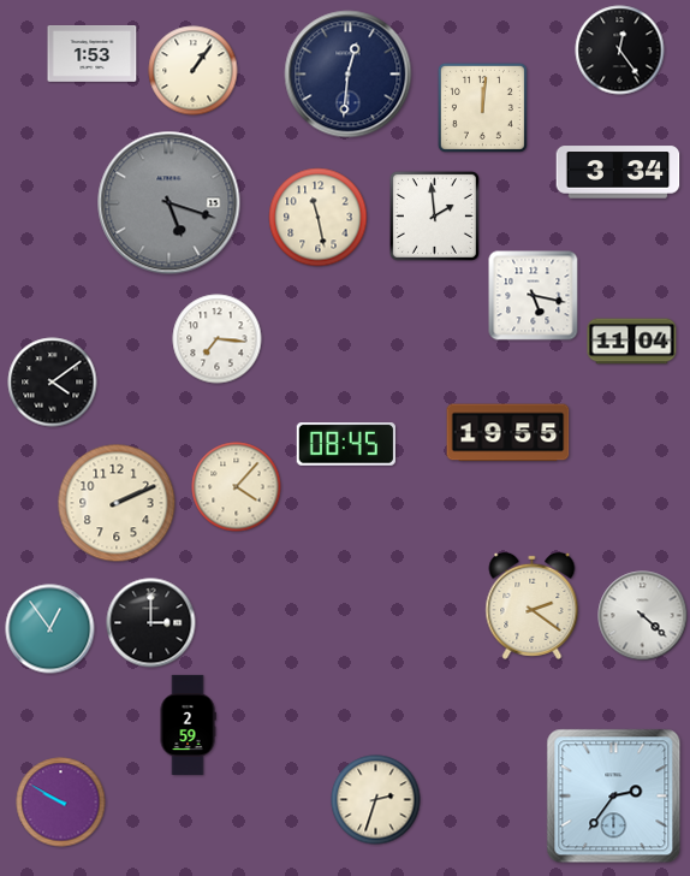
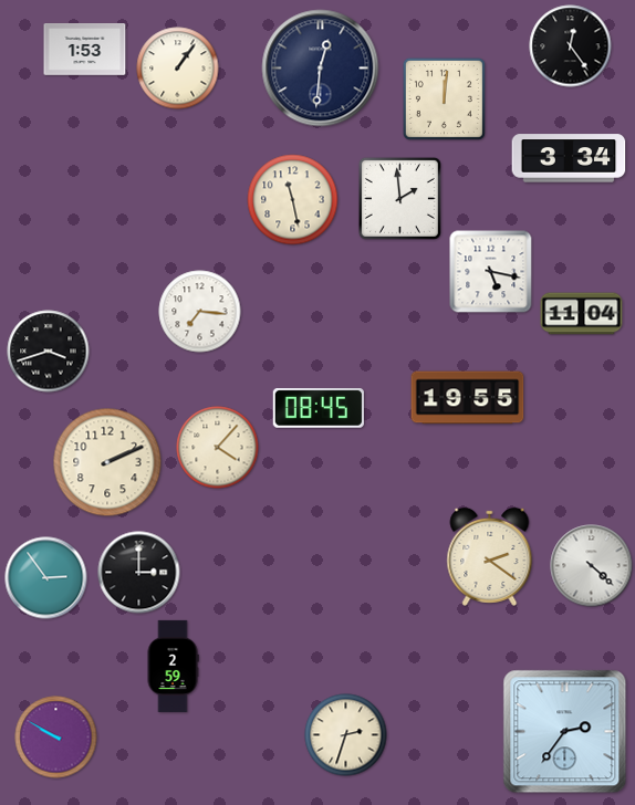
clock at (194, 71) position: (194, 71) -> (178, 69)
clock at (169, 203): 5:18 -> none
clock at (53, 383): 4:09 -> 3:42
clock at (50, 629): 12:54 -> 2:54
